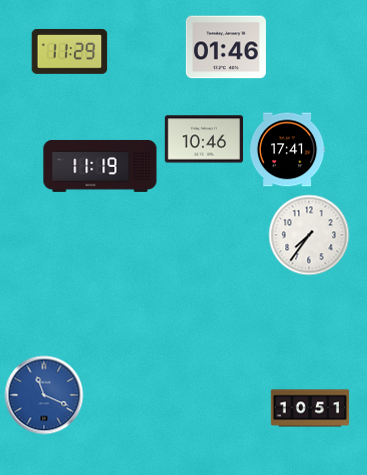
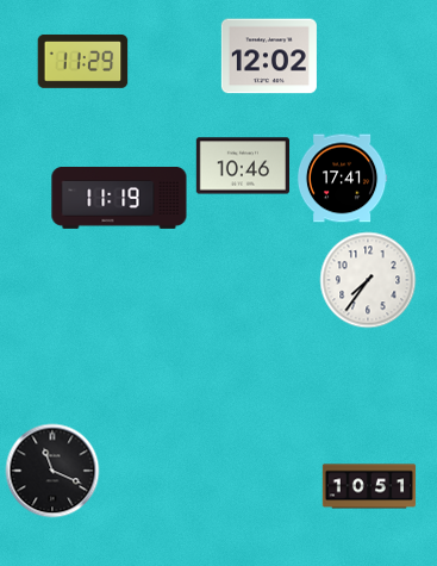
clock at (226, 47): 01:46 -> 12:02
clock at (44, 395) dial: blue -> black
